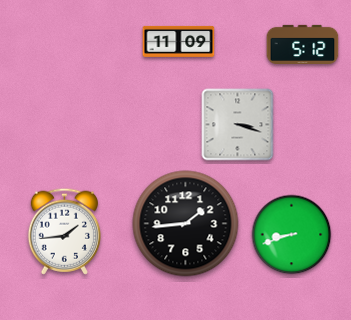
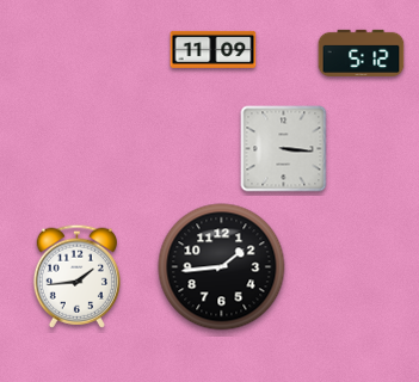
clock at (238, 125): 3:18 -> 3:16
clock at (292, 235): 8:42 -> none
